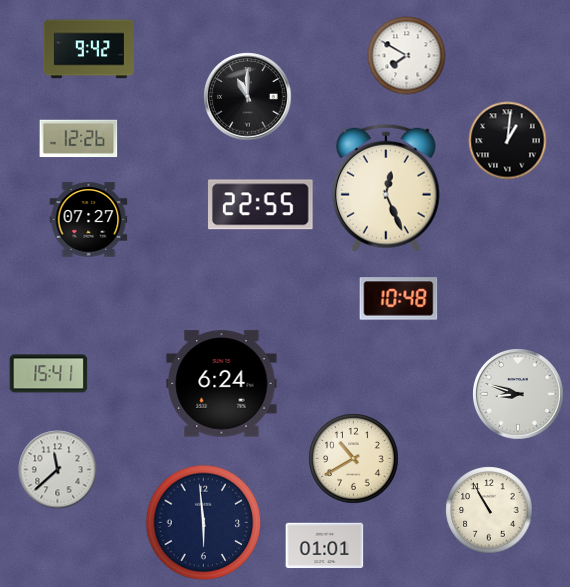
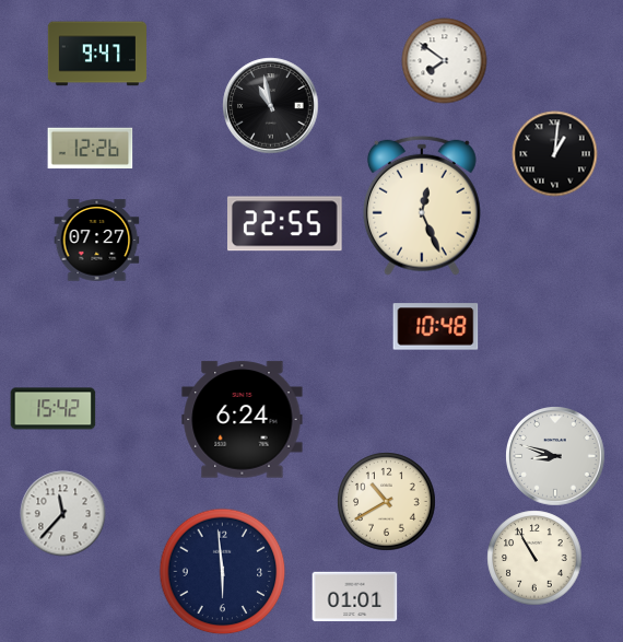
clock at (89, 49): 9:42 -> 9:47
clock at (406, 55): 7:50 -> 7:51
clock at (247, 96): 11:00 -> 10:58
clock at (78, 139) position: (78, 139) -> (90, 149)
clock at (48, 374): 15:41 -> 15:42
clock at (518, 394) position: (518, 394) -> (555, 456)
clock at (57, 469): 11:38 -> 11:37
